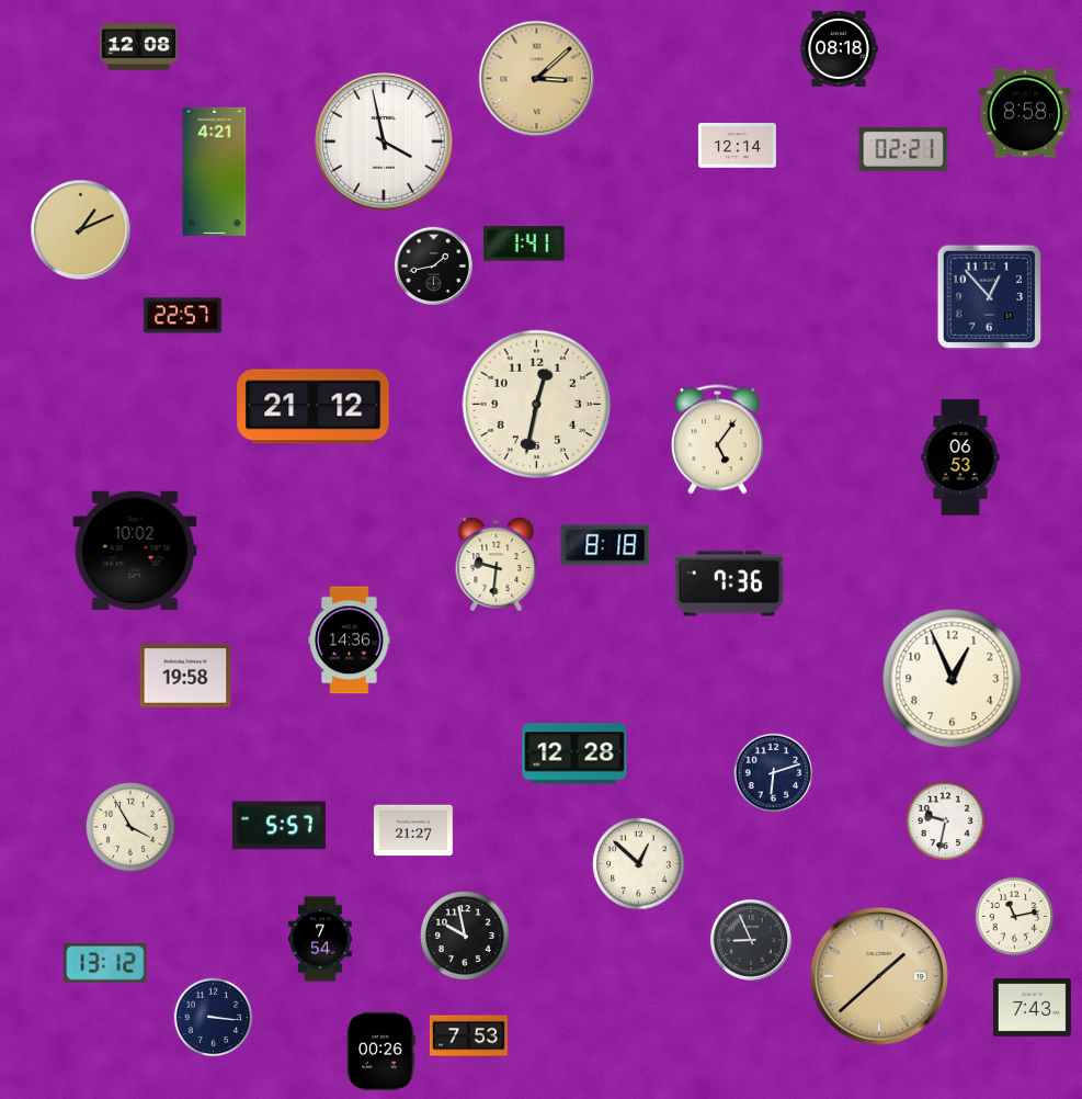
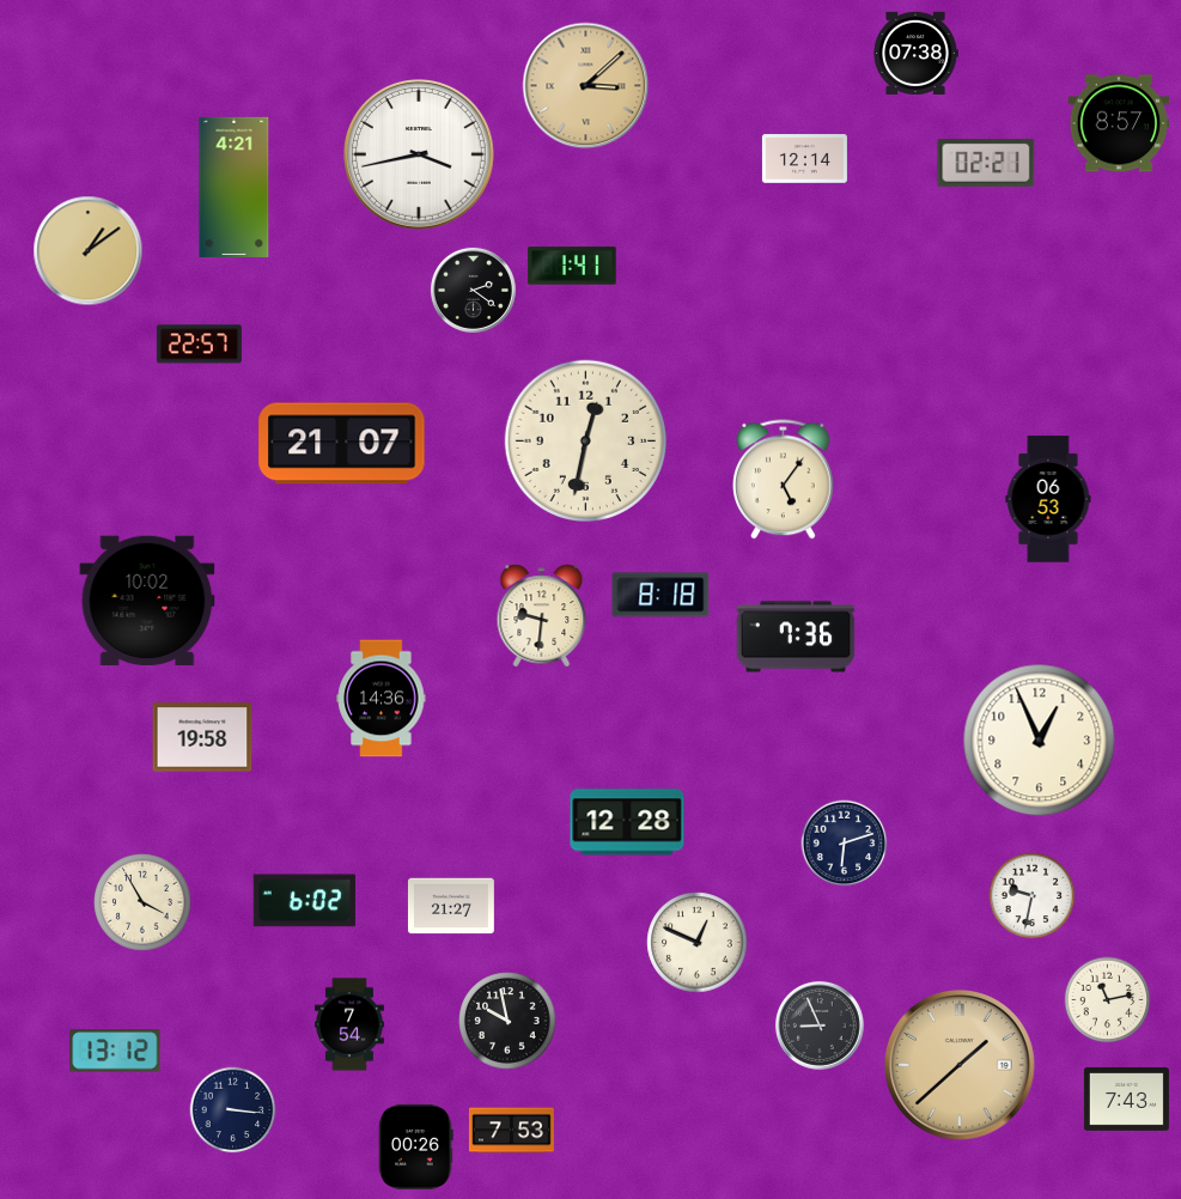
clock at (138, 47): 12:08 -> none
clock at (839, 48): 08:18 -> 07:38
clock at (1025, 113): 8:58 -> 8:57
clock at (385, 143): 3:58 -> 3:43
clock at (81, 230): 1:11 -> 1:09
clock at (433, 265): 1:43 -> 2:21
clock at (990, 297): 12:53 -> none
clock at (314, 407): 21:12 -> 21:07
clock at (278, 826): 5:57 -> 6:02
clock at (639, 864): 12:52 -> 12:49
